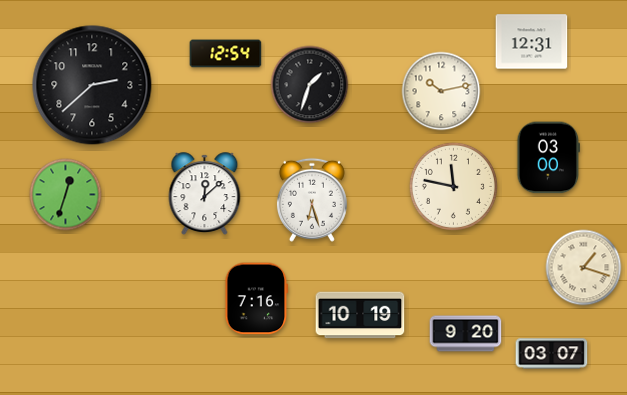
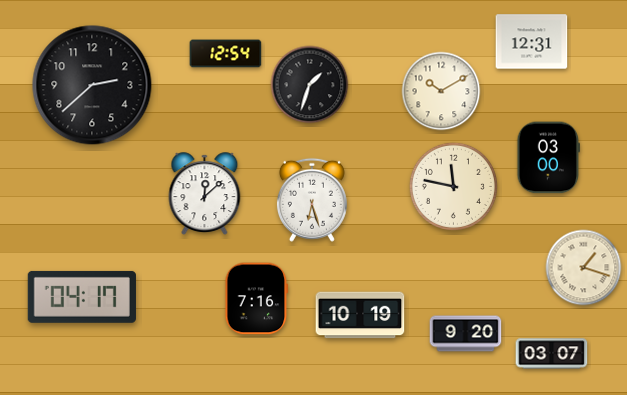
clock at (441, 91): 10:13 -> 10:10
clock at (66, 195): 12:33 -> none
clock at (82, 297): none -> 04:17
